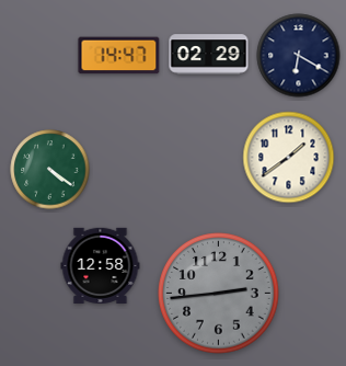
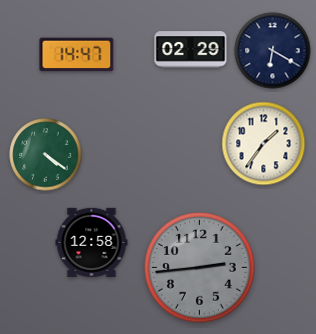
clock at (119, 56) position: (119, 56) -> (77, 55)
clock at (289, 158): 1:39 -> 1:36
